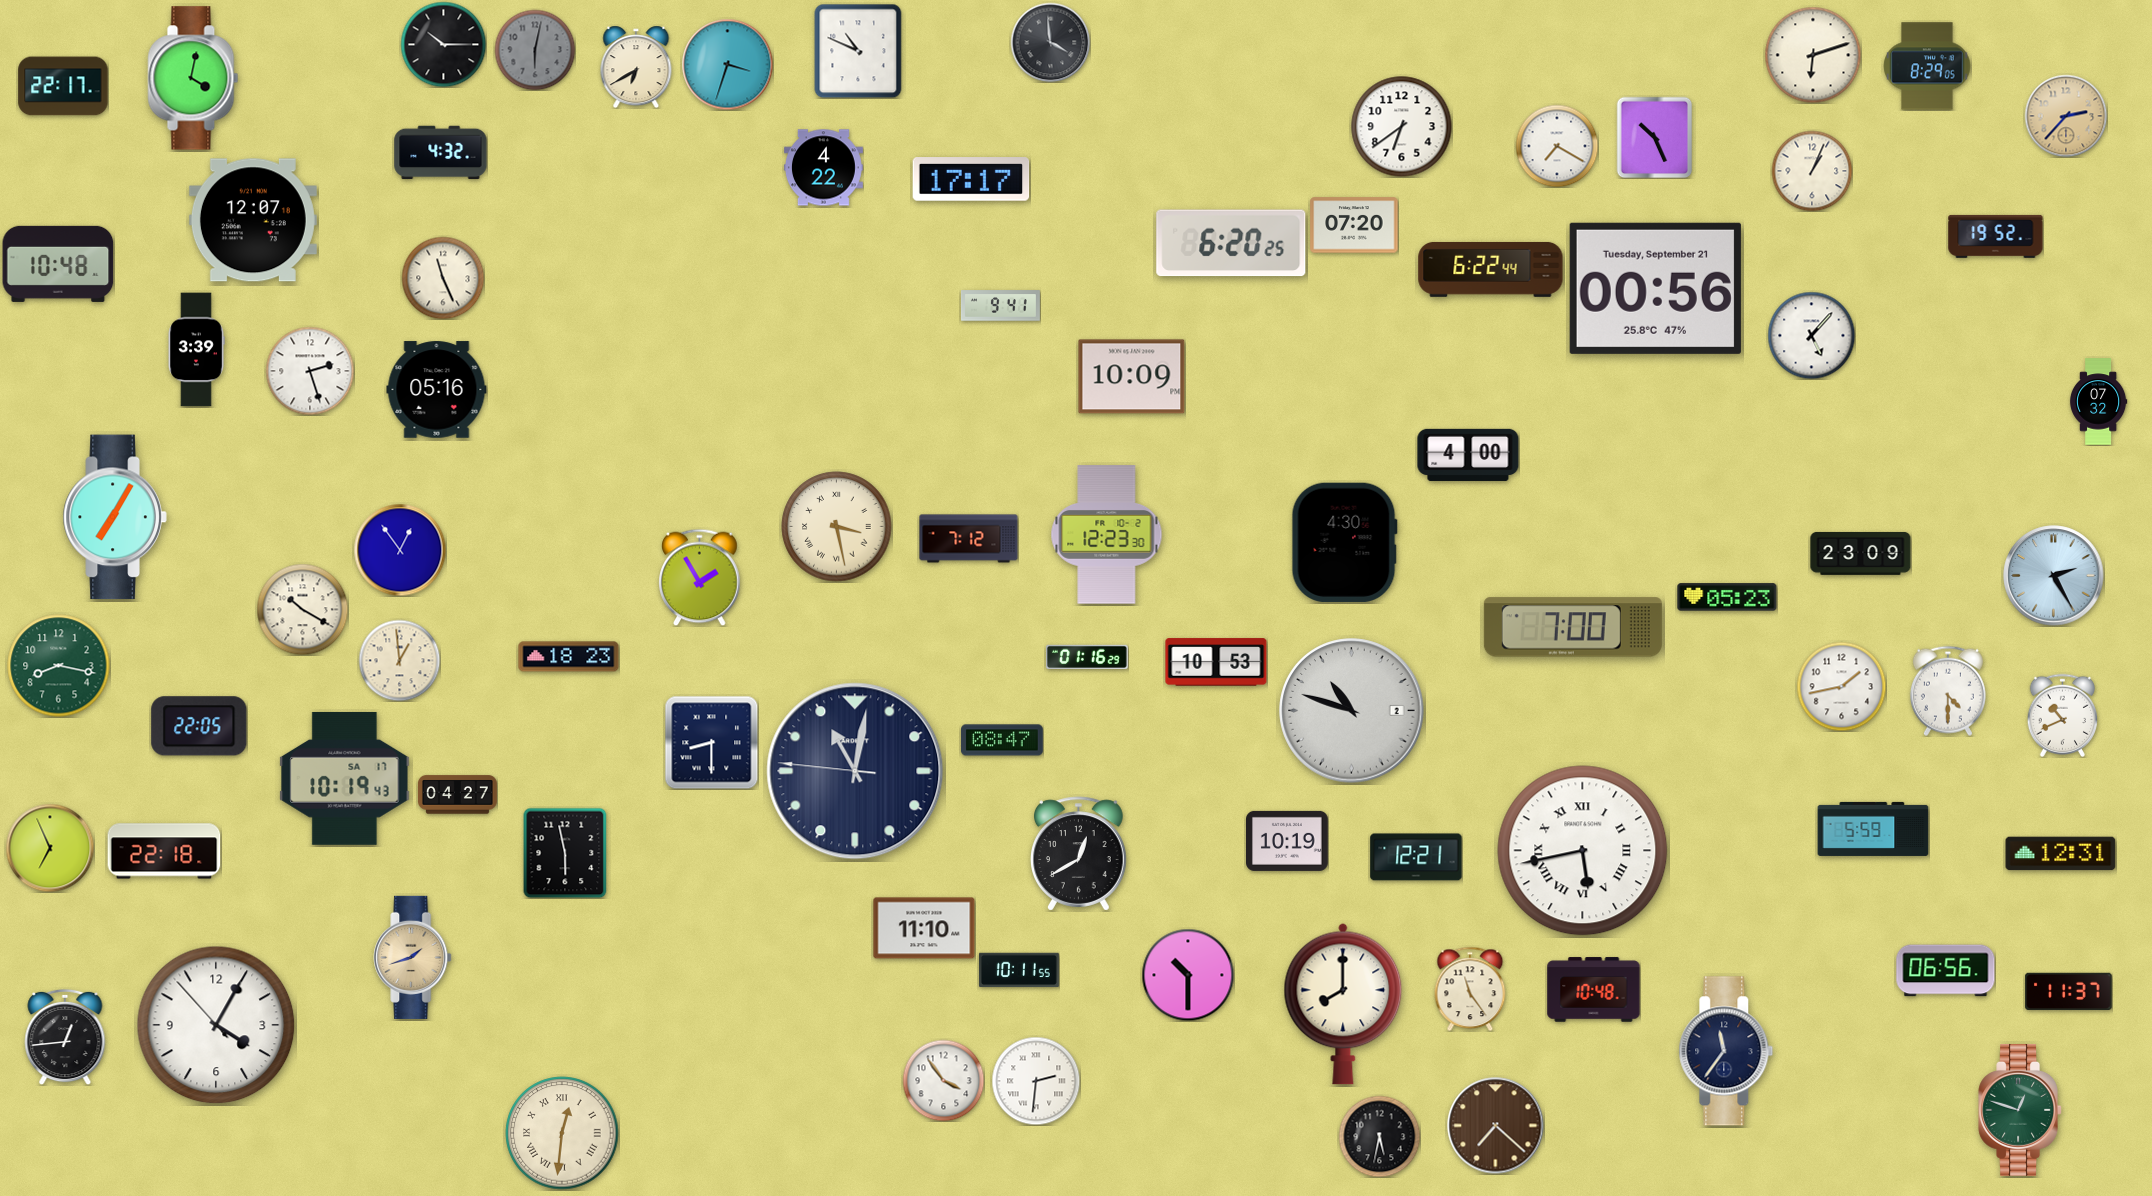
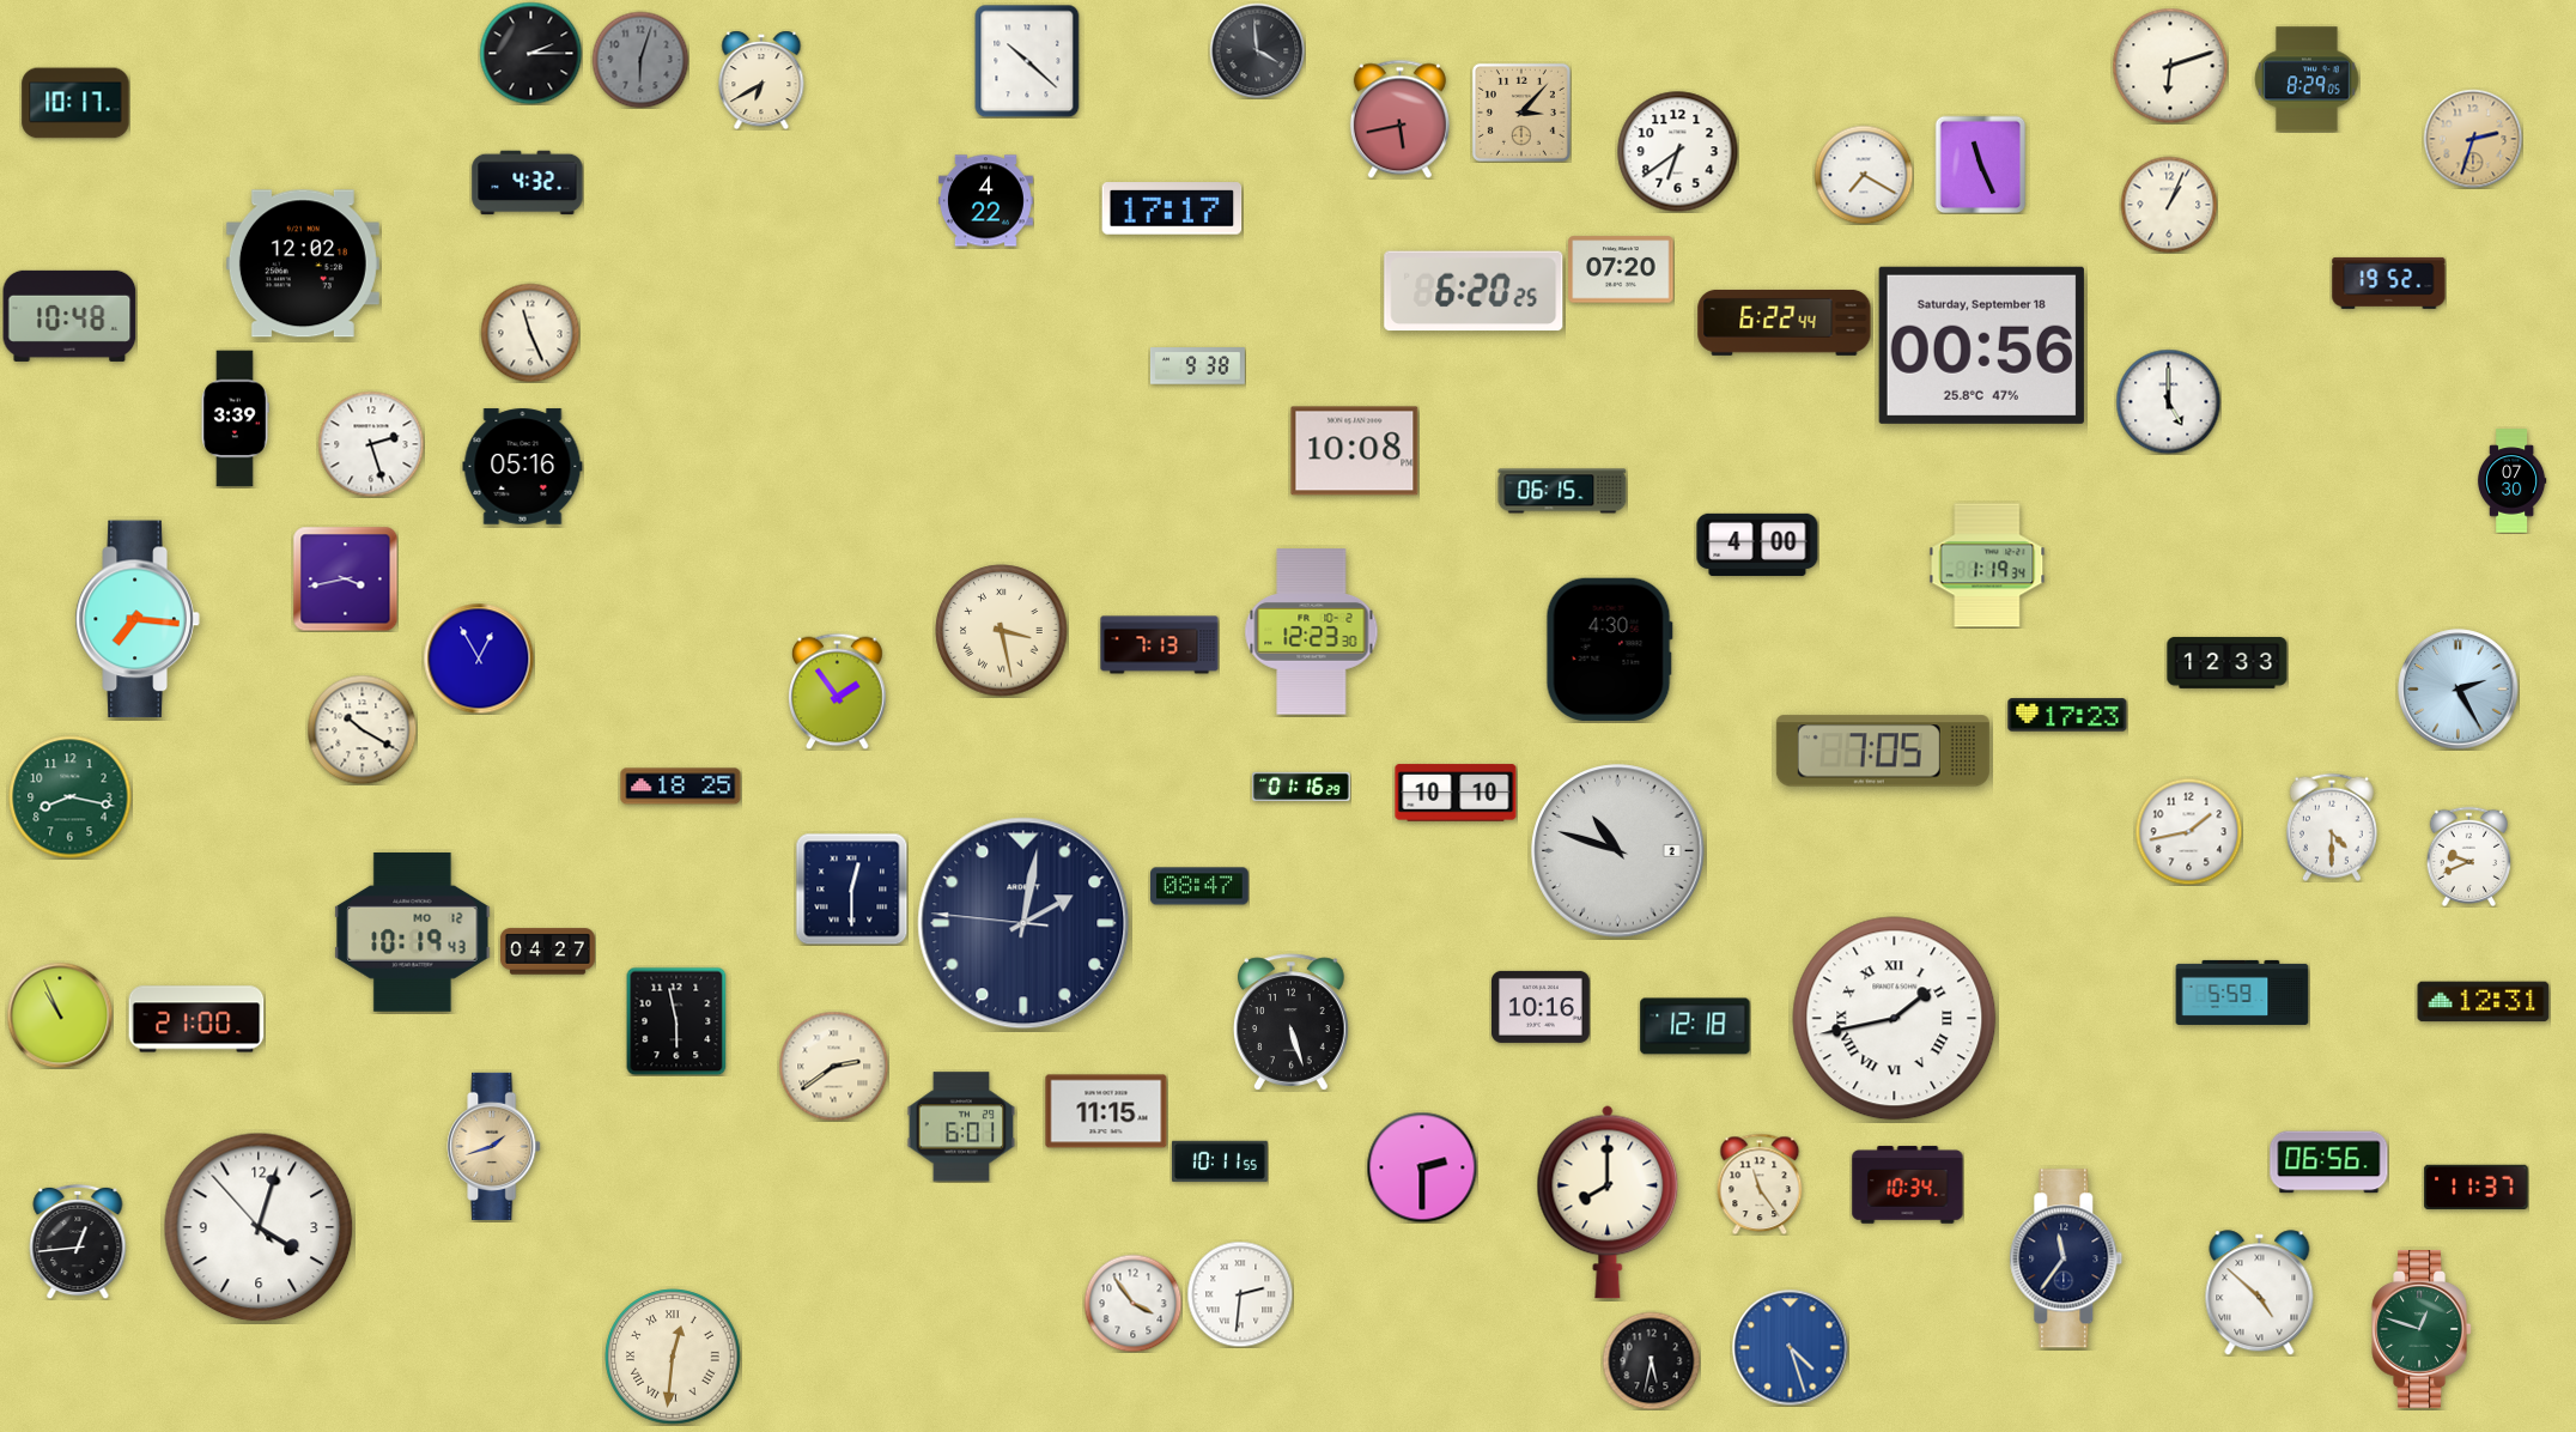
clock at (443, 44): 10:15 -> 2:15
clock at (535, 50): 6:02 -> 6:03
clock at (858, 51): 10:49 -> 10:22
clock at (727, 64): 3:33 -> none
clock at (193, 78): 4:02 -> none
clock at (63, 86): 22:17 -> 10:17
clock at (1521, 113): none -> 3:07
clock at (1399, 119): none -> 5:43
clock at (2066, 116): 2:37 -> 2:33
clock at (1655, 137): 10:26 -> 11:26
clock at (971, 179) position: (971, 179) -> (1172, 208)
clock at (253, 220): 12:07 -> 12:02
clock at (1655, 288) date: Tuesday, September 21 -> Saturday, September 18
clock at (1000, 306): 9:41 -> 9:38
clock at (1811, 335): 5:07 -> 5:00
clock at (1132, 377): 10:09 -> 10:08
clock at (2098, 402): 07:32 -> 07:30
clock at (1562, 491): none -> 06:15
clock at (1987, 565): none -> 1:19
clock at (345, 578): none -> 3:43
clock at (115, 517): 7:05 -> 7:16
clock at (1107, 535) position: (1107, 535) -> (1312, 632)
clock at (969, 539): 7:12 -> 7:13
clock at (400, 550): 12:54 -> 12:55
clock at (1861, 553): 23:09 -> 12:33
clock at (700, 577): 1:55 -> 1:54
clock at (1727, 597): 05:23 -> 17:23
clock at (1573, 627): 7:00 -> 7:05
clock at (569, 657): 18:23 -> 18:25
clock at (399, 660): 12:59 -> none
clock at (1216, 662): 10:53 -> 10:10
clock at (1841, 686) position: (1841, 686) -> (2188, 831)
clock at (2063, 715): 10:41 -> 9:41
clock at (199, 726): 22:05 -> none
clock at (711, 742): 8:30 -> 12:30
clock at (855, 771): 11:01 -> 2:01
clock at (345, 778) date: SA 17 -> MO 12
clock at (1287, 841): 10:19 -> 10:16
clock at (50, 848): 6:56 -> 10:56
clock at (164, 851): 22:18 -> 21:00
clock at (1583, 851): 5:43 -> 1:43
clock at (1079, 854): 12:40 -> 5:27
clock at (2061, 854) position: (2061, 854) -> (2484, 1002)
clock at (1416, 857): 12:21 -> 12:18
clock at (833, 1066): none -> 2:39
clock at (924, 928): 11:10 -> 11:15
clock at (961, 1127): none -> 6:01
clock at (1188, 975): 10:30 -> 2:30
clock at (1594, 990): 10:48 -> 10:34
clock at (216, 1025): 4:04 -> 4:02
clock at (943, 1080) position: (943, 1080) -> (1132, 1303)
clock at (2260, 1293): none -> 4:52
clock at (2020, 1110) position: (2020, 1110) -> (2422, 1329)
clock at (1496, 1126): 7:22 -> 4:27
clock at (1496, 1126) dial: brown -> blue
